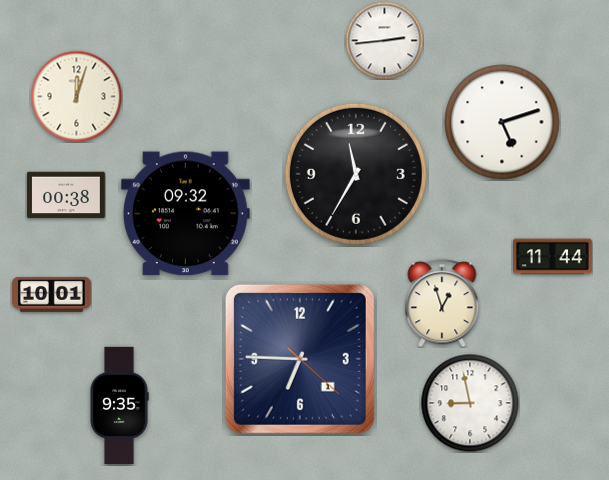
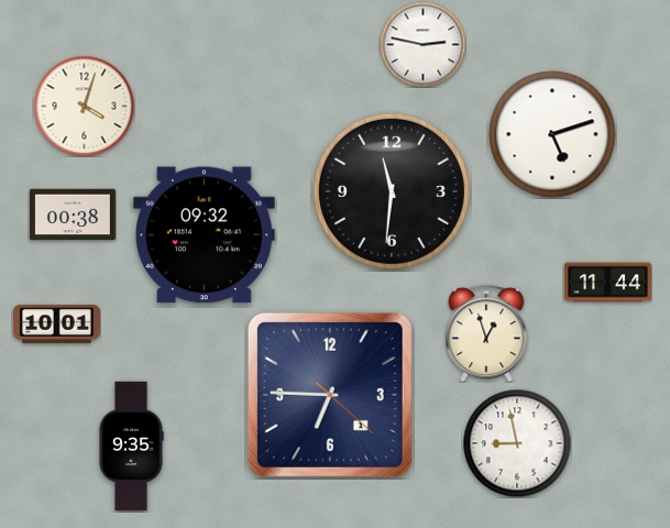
clock at (384, 40): 2:44 -> 2:47
clock at (76, 96): 12:03 -> 4:03
clock at (356, 174): 11:35 -> 11:31
